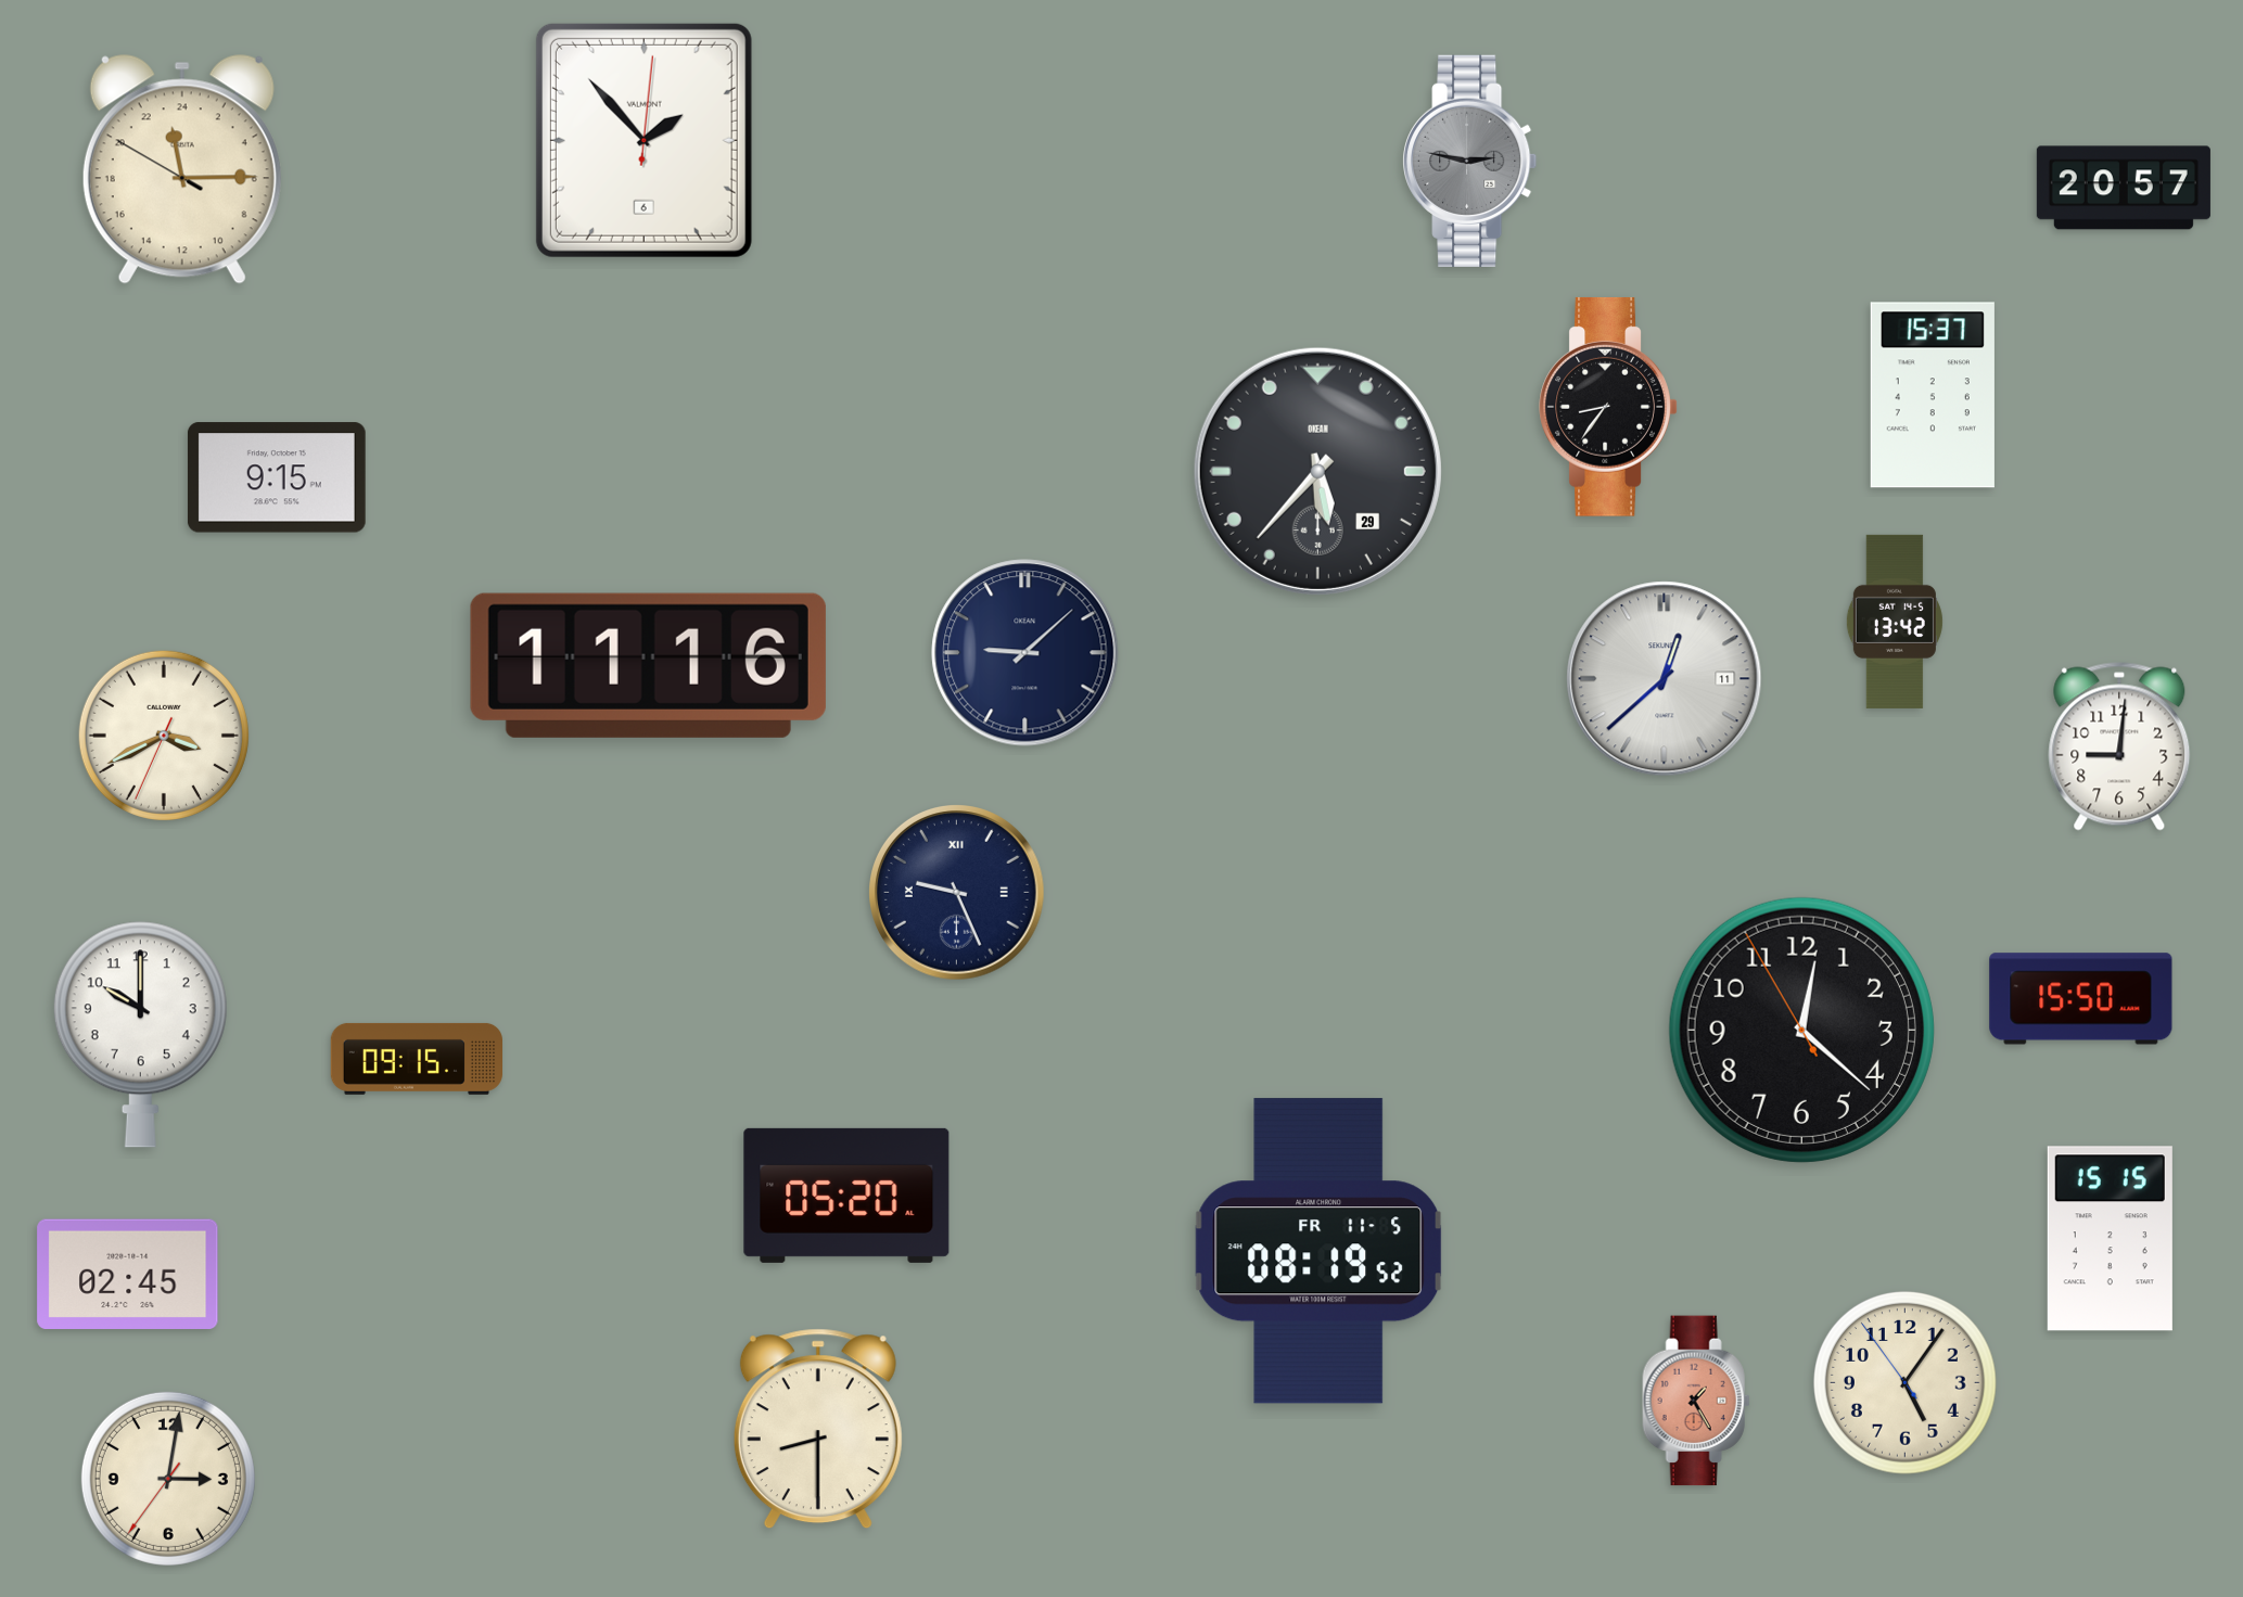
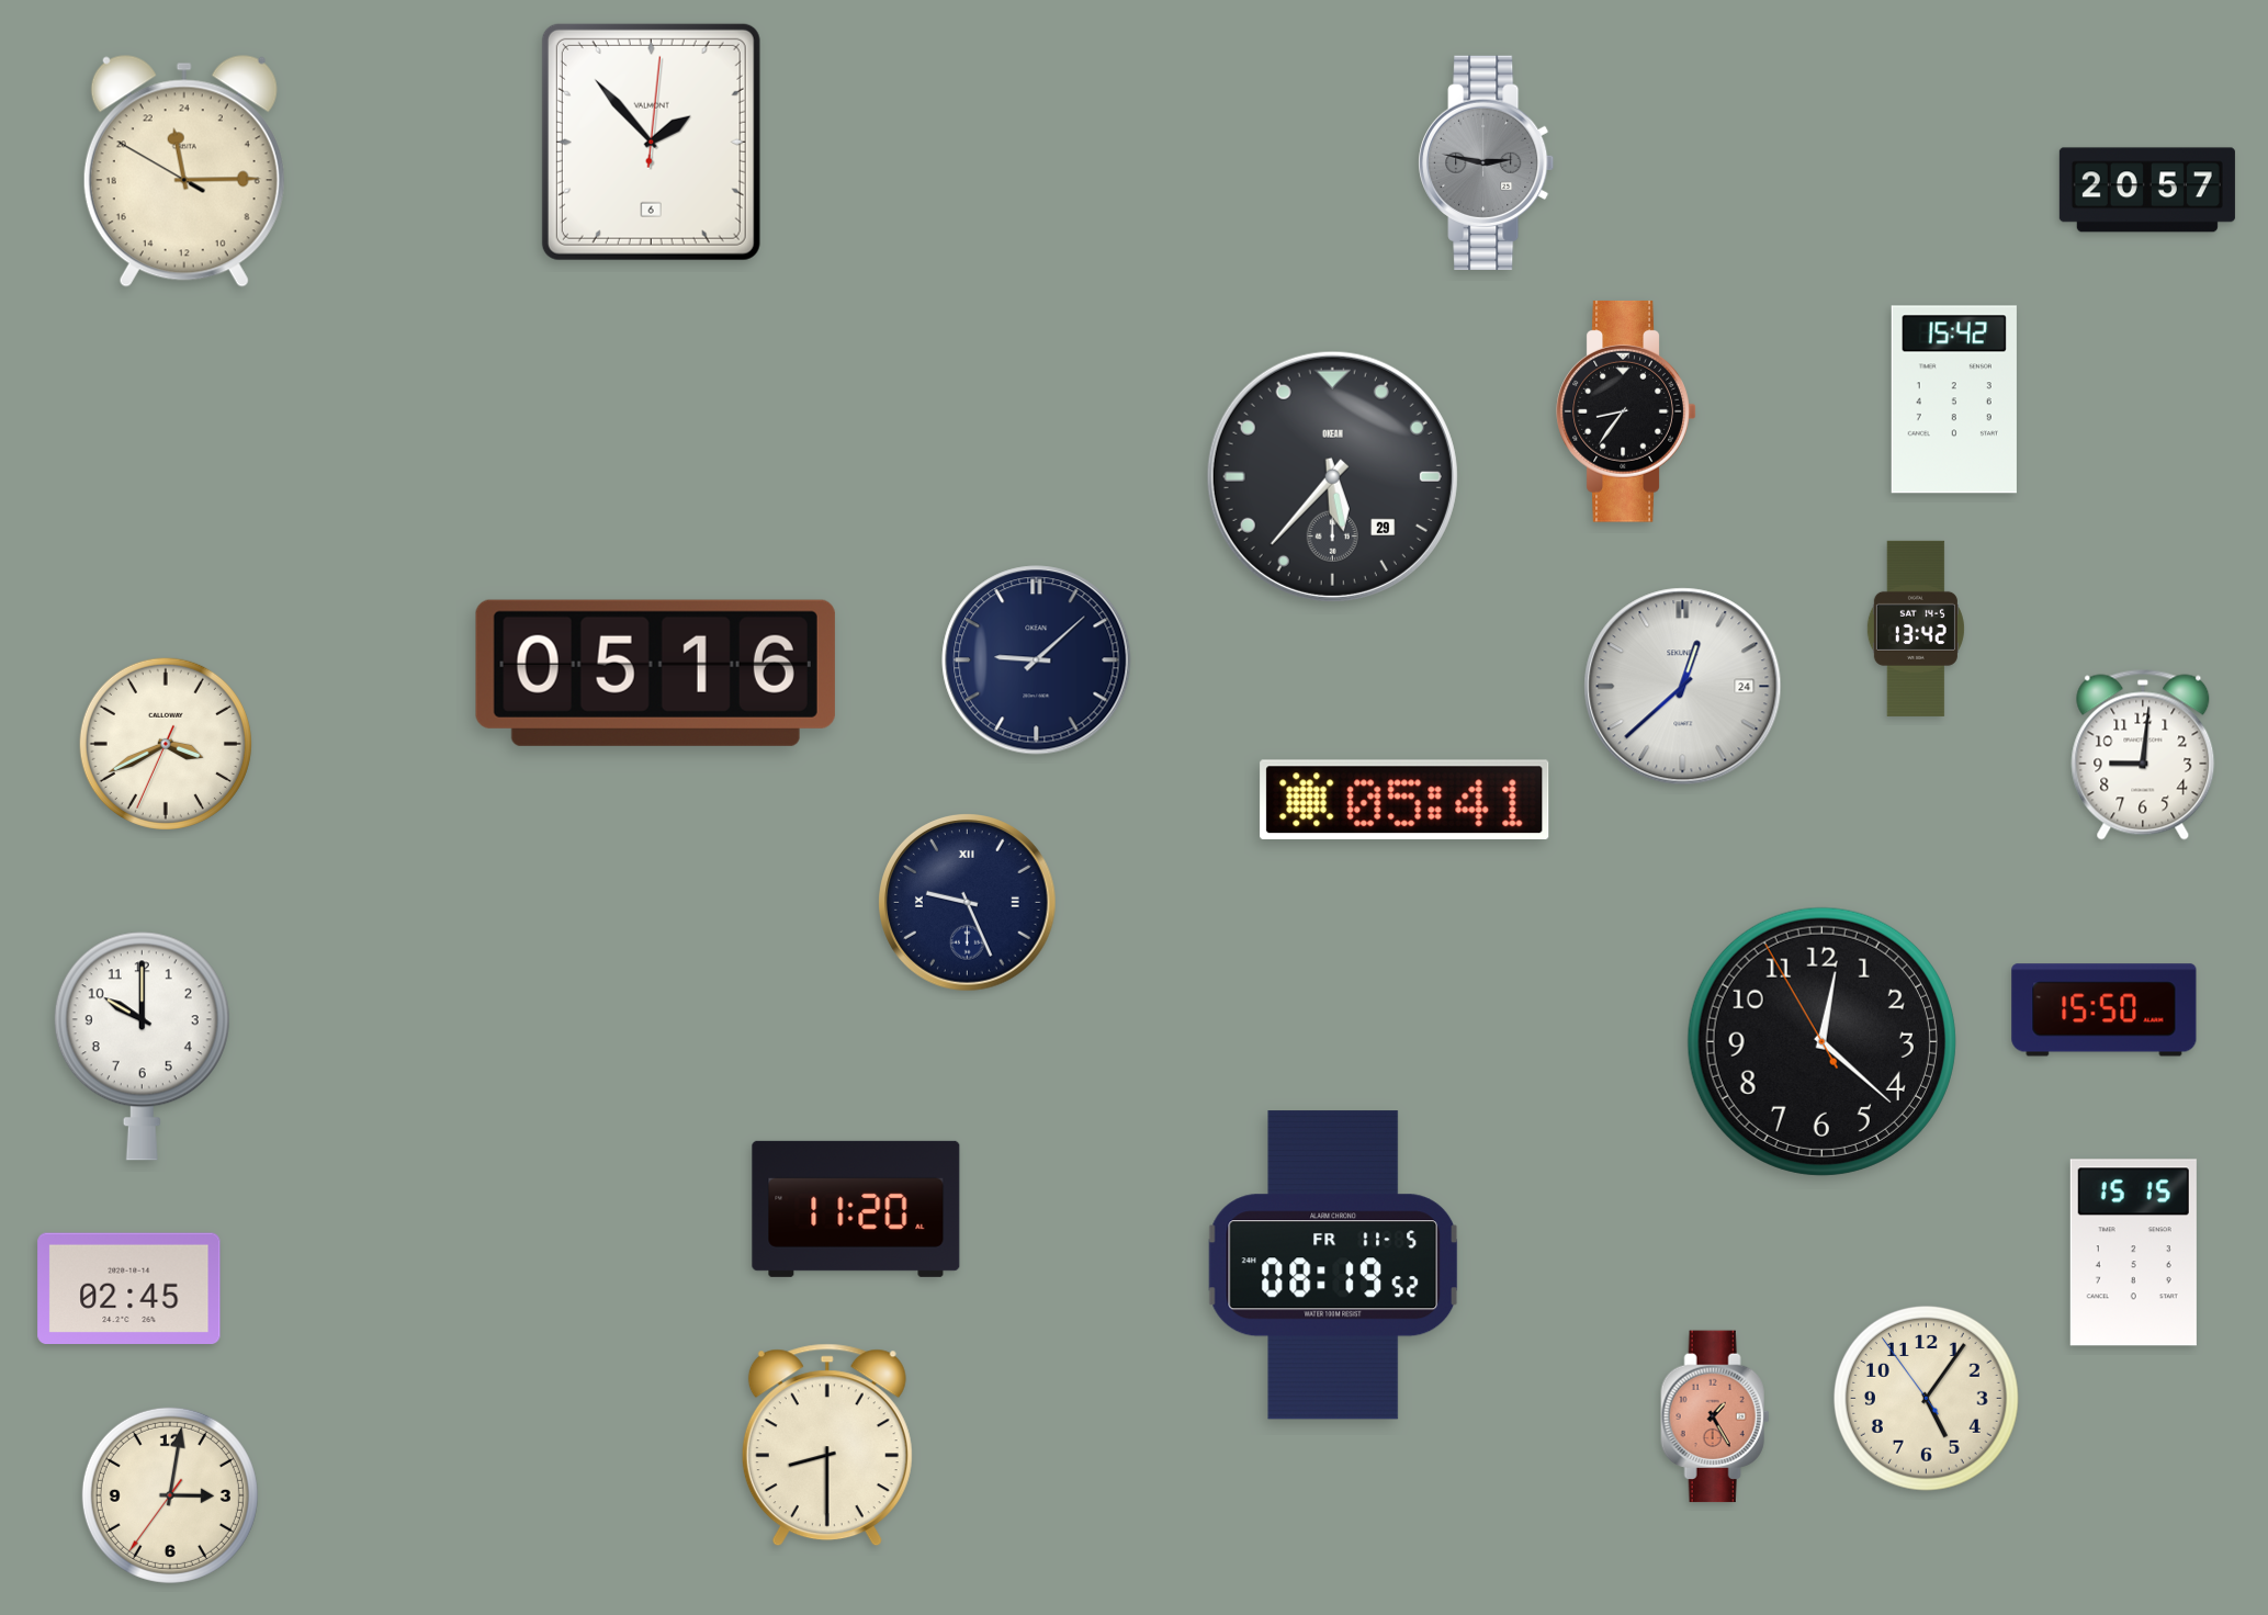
clock at (1933, 395): 15:37 -> 15:42
clock at (277, 477): 9:15 -> none
clock at (648, 665): 11:16 -> 05:16
clock at (1665, 679) date: 11 -> 24
clock at (1404, 799): none -> 05:41
clock at (416, 1059): 09:15 -> none
clock at (846, 1196): 05:20 -> 11:20
